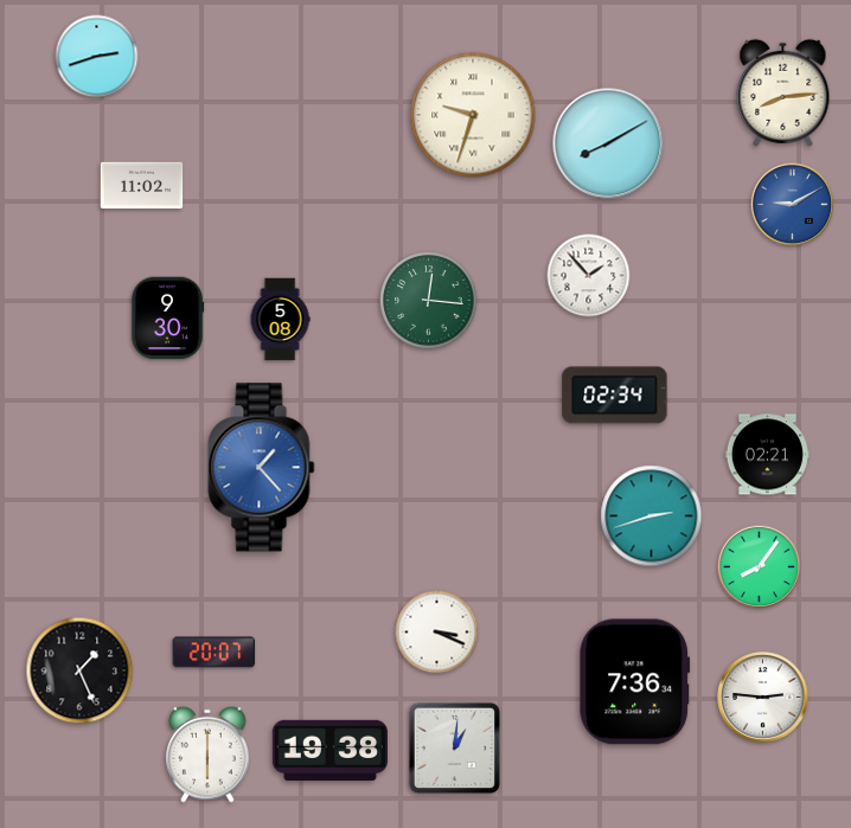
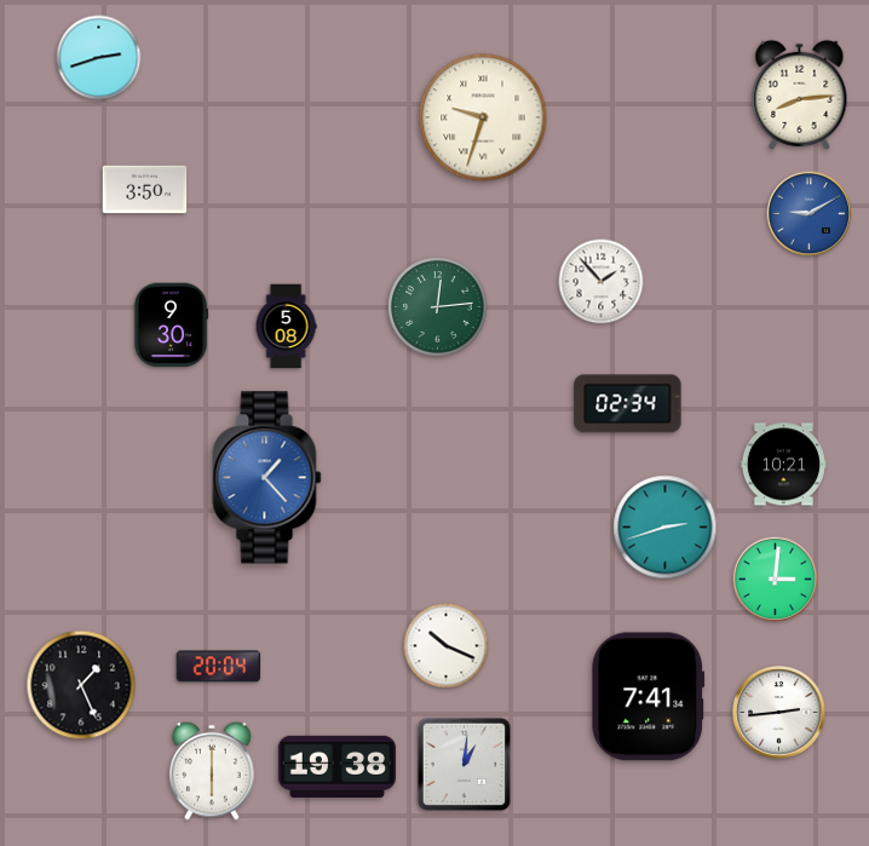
clock at (608, 143): 8:10 -> none
clock at (142, 186): 11:02 -> 3:50
clock at (793, 205) position: (793, 205) -> (810, 214)
clock at (429, 301): 12:16 -> 12:14
clock at (767, 455): 02:21 -> 10:21
clock at (760, 567): 8:06 -> 3:01
clock at (437, 633): 3:19 -> 10:19
clock at (215, 653): 20:07 -> 20:04
clock at (635, 682): 7:36 -> 7:41
clock at (763, 698): 2:46 -> 2:44
